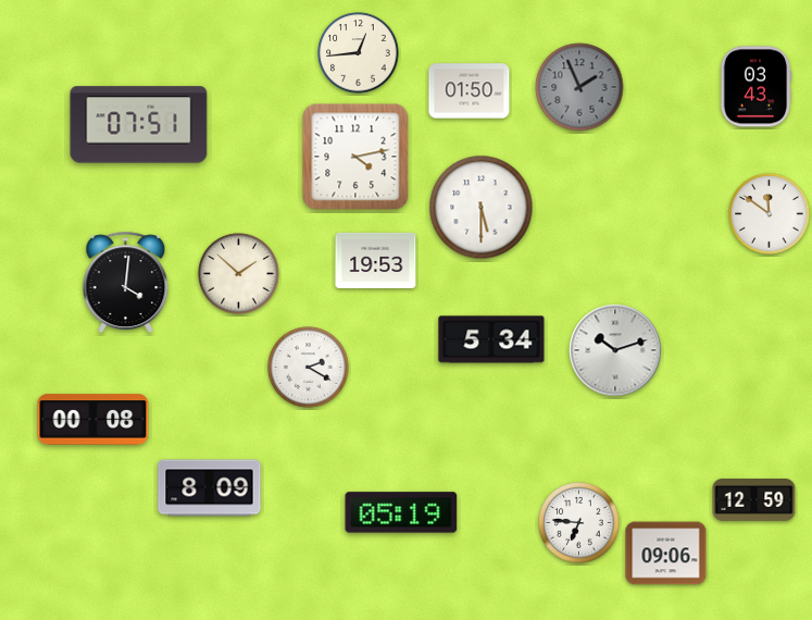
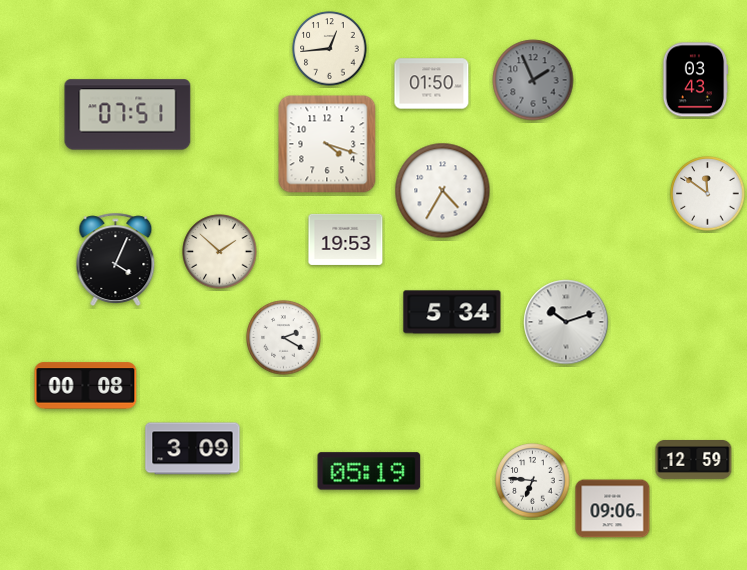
clock at (355, 157): 4:13 -> 4:18
clock at (482, 208): 5:30 -> 4:35
clock at (770, 214) position: (770, 214) -> (708, 194)
clock at (126, 282): 4:01 -> 4:04
clock at (210, 488): 8:09 -> 3:09
